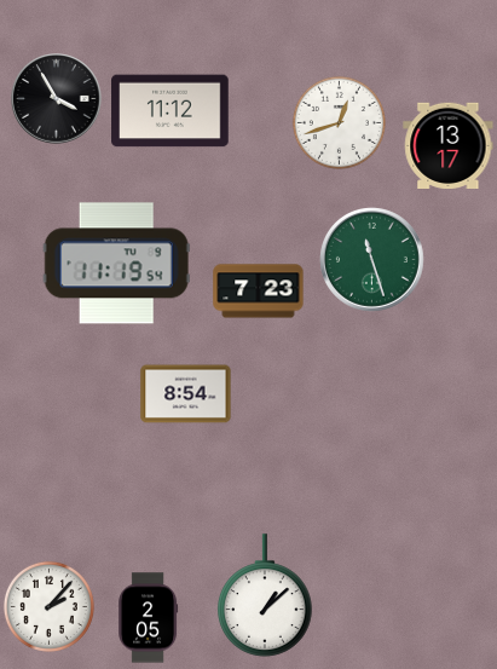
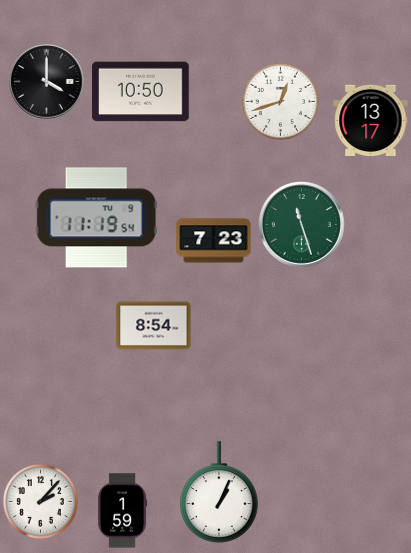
clock at (57, 99): 3:55 -> 4:00
clock at (171, 111): 11:12 -> 10:50
clock at (372, 260) position: (372, 260) -> (302, 225)
clock at (266, 595): 1:08 -> 1:04
clock at (149, 618): 2:05 -> 1:59
